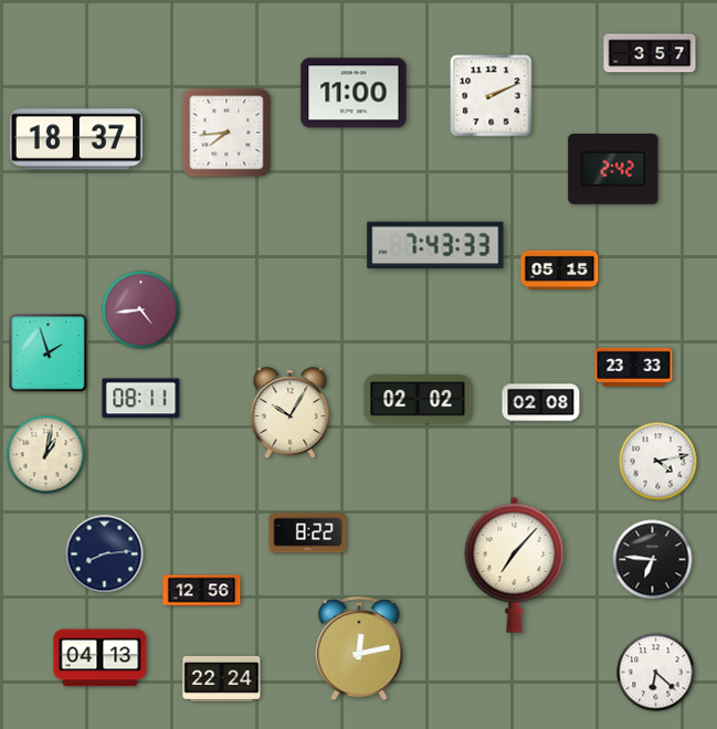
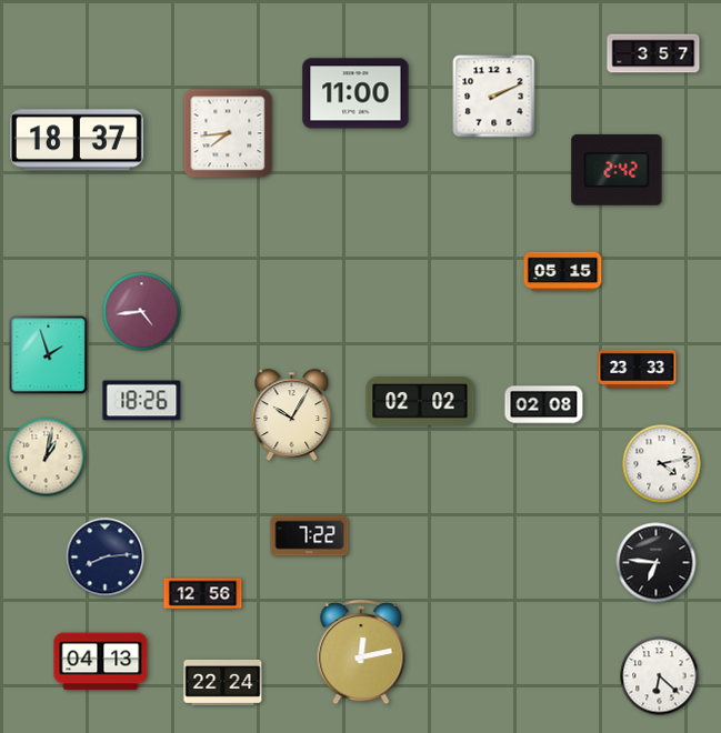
clock at (435, 245): 7:43 -> none
clock at (141, 399): 08:11 -> 18:26
clock at (308, 533): 8:22 -> 7:22
clock at (515, 564): 7:07 -> none
